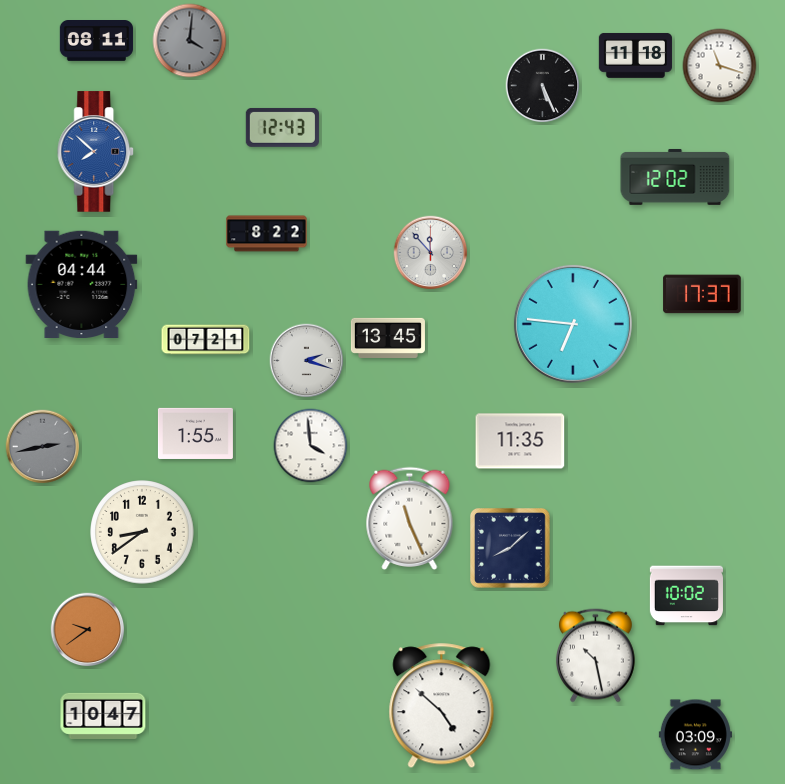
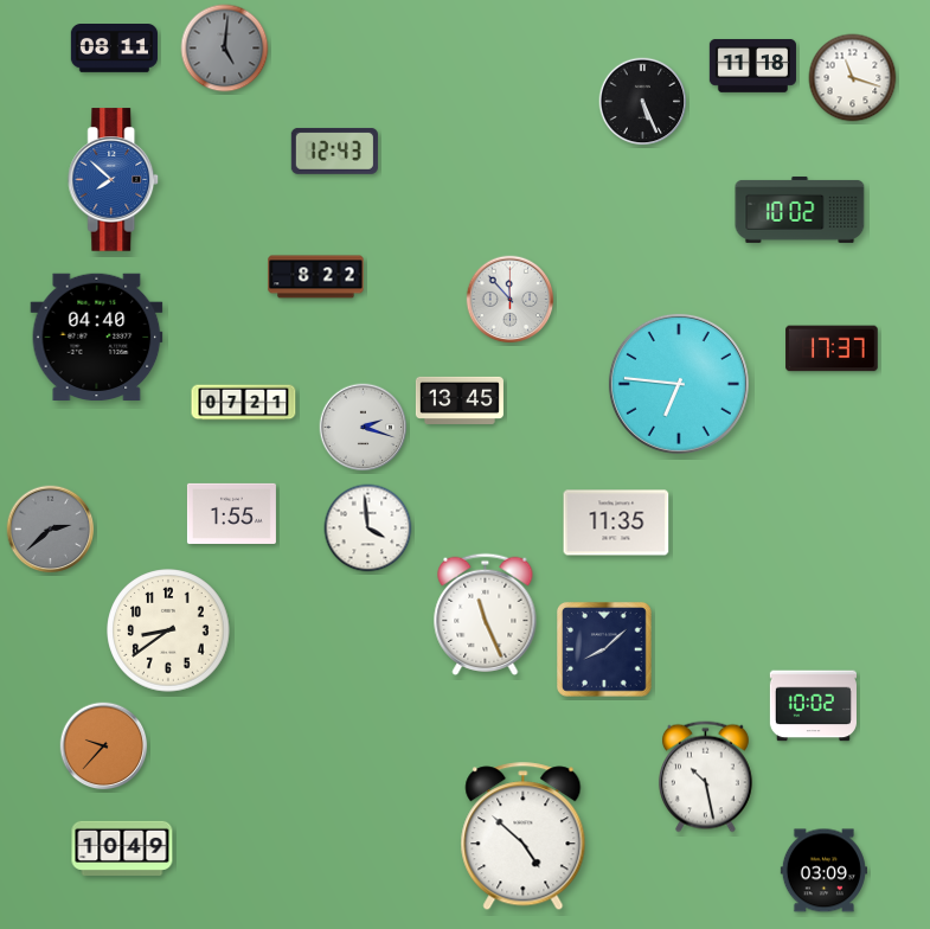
clock at (190, 41): 4:01 -> 5:01
clock at (675, 177): 12:02 -> 10:02
clock at (82, 284): 04:44 -> 04:40
clock at (43, 447): 2:43 -> 2:38
clock at (88, 630): 9:39 -> 9:37
clock at (103, 716): 10:47 -> 10:49
